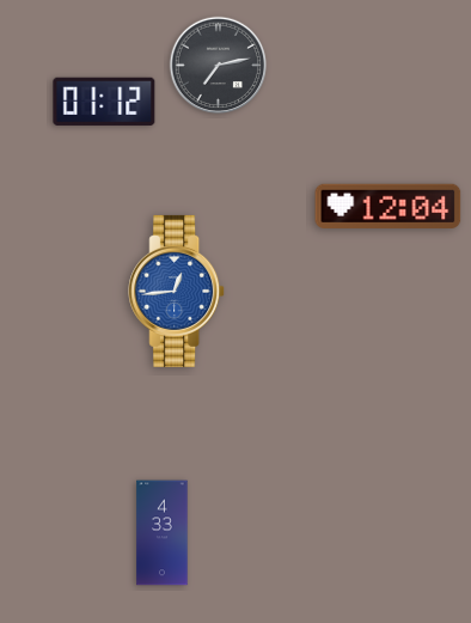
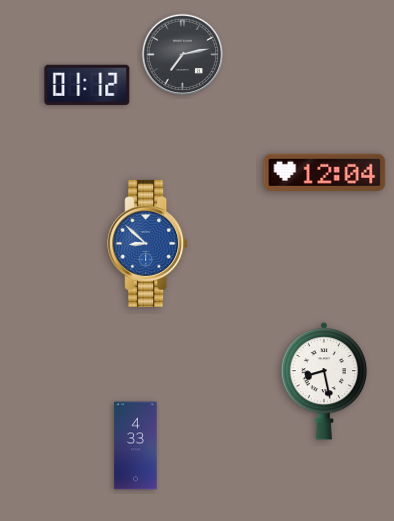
clock at (177, 291): 12:44 -> 8:52
clock at (324, 381): none -> 8:28
